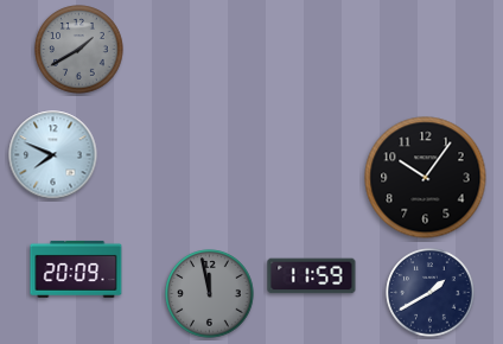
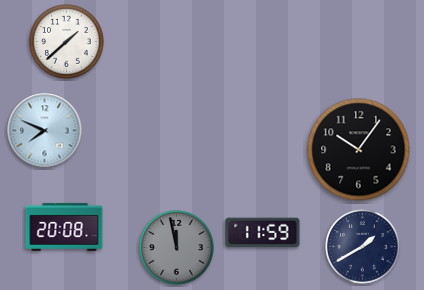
clock at (79, 50): 1:40 -> 1:38
clock at (79, 50) dial: grey -> white
clock at (76, 269): 20:09 -> 20:08
